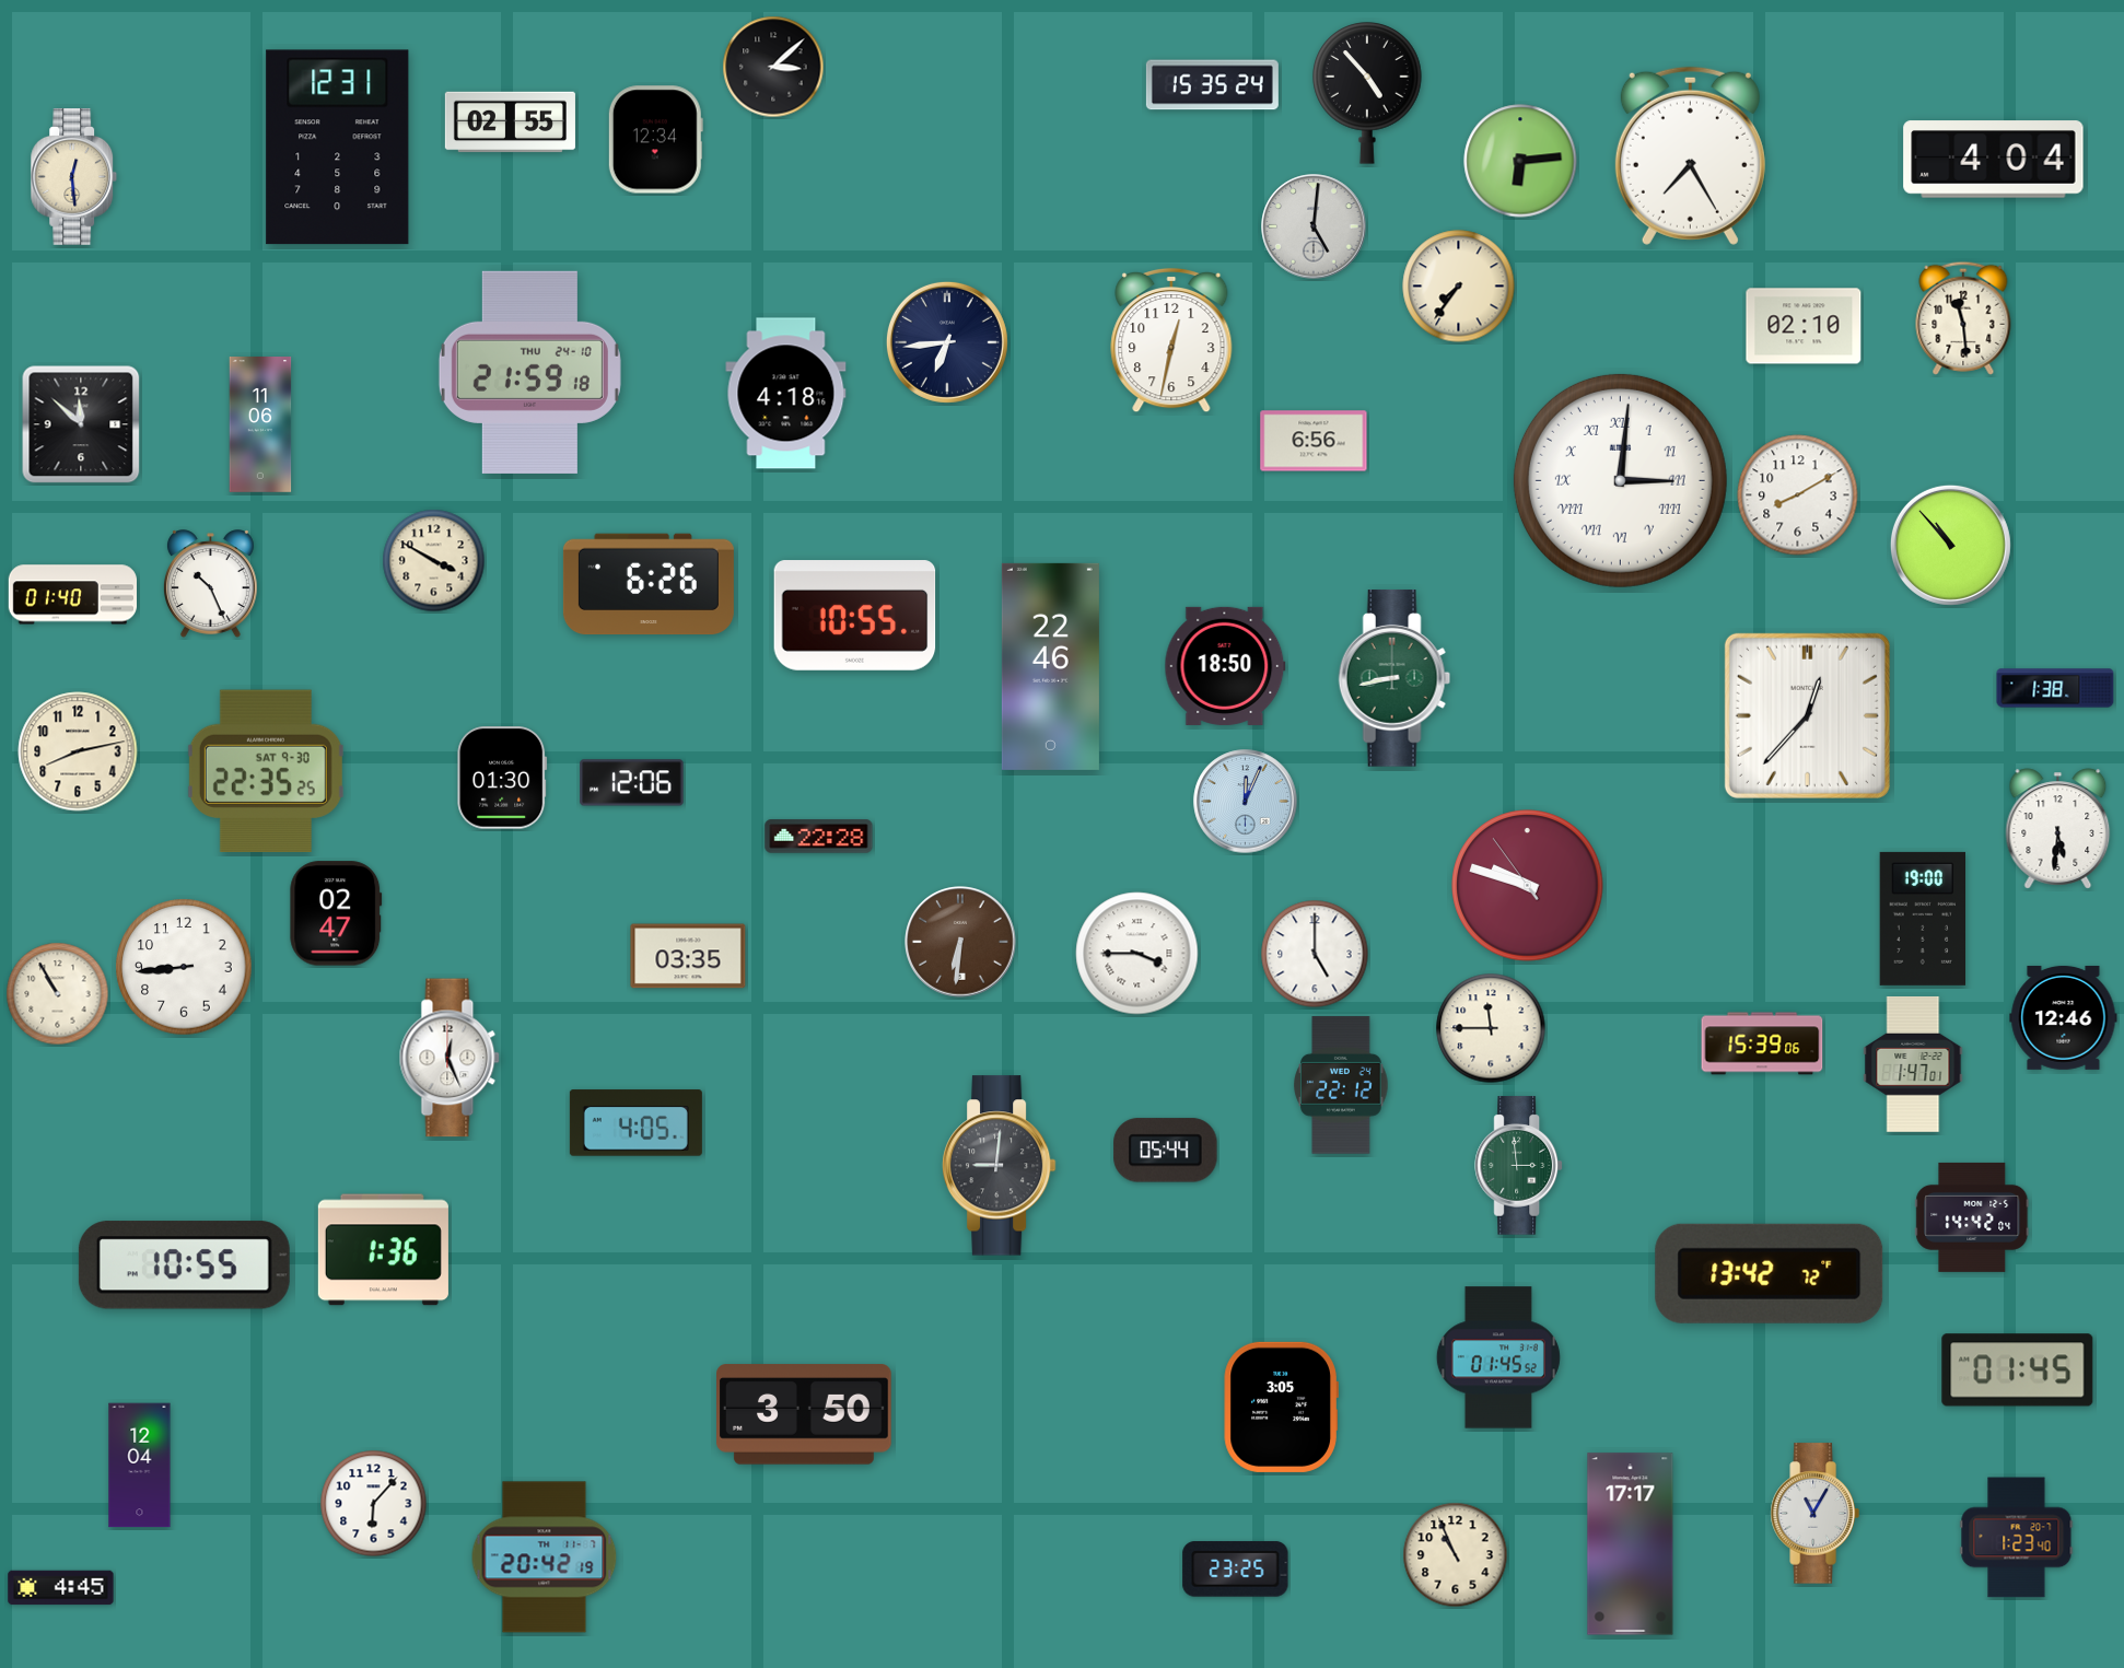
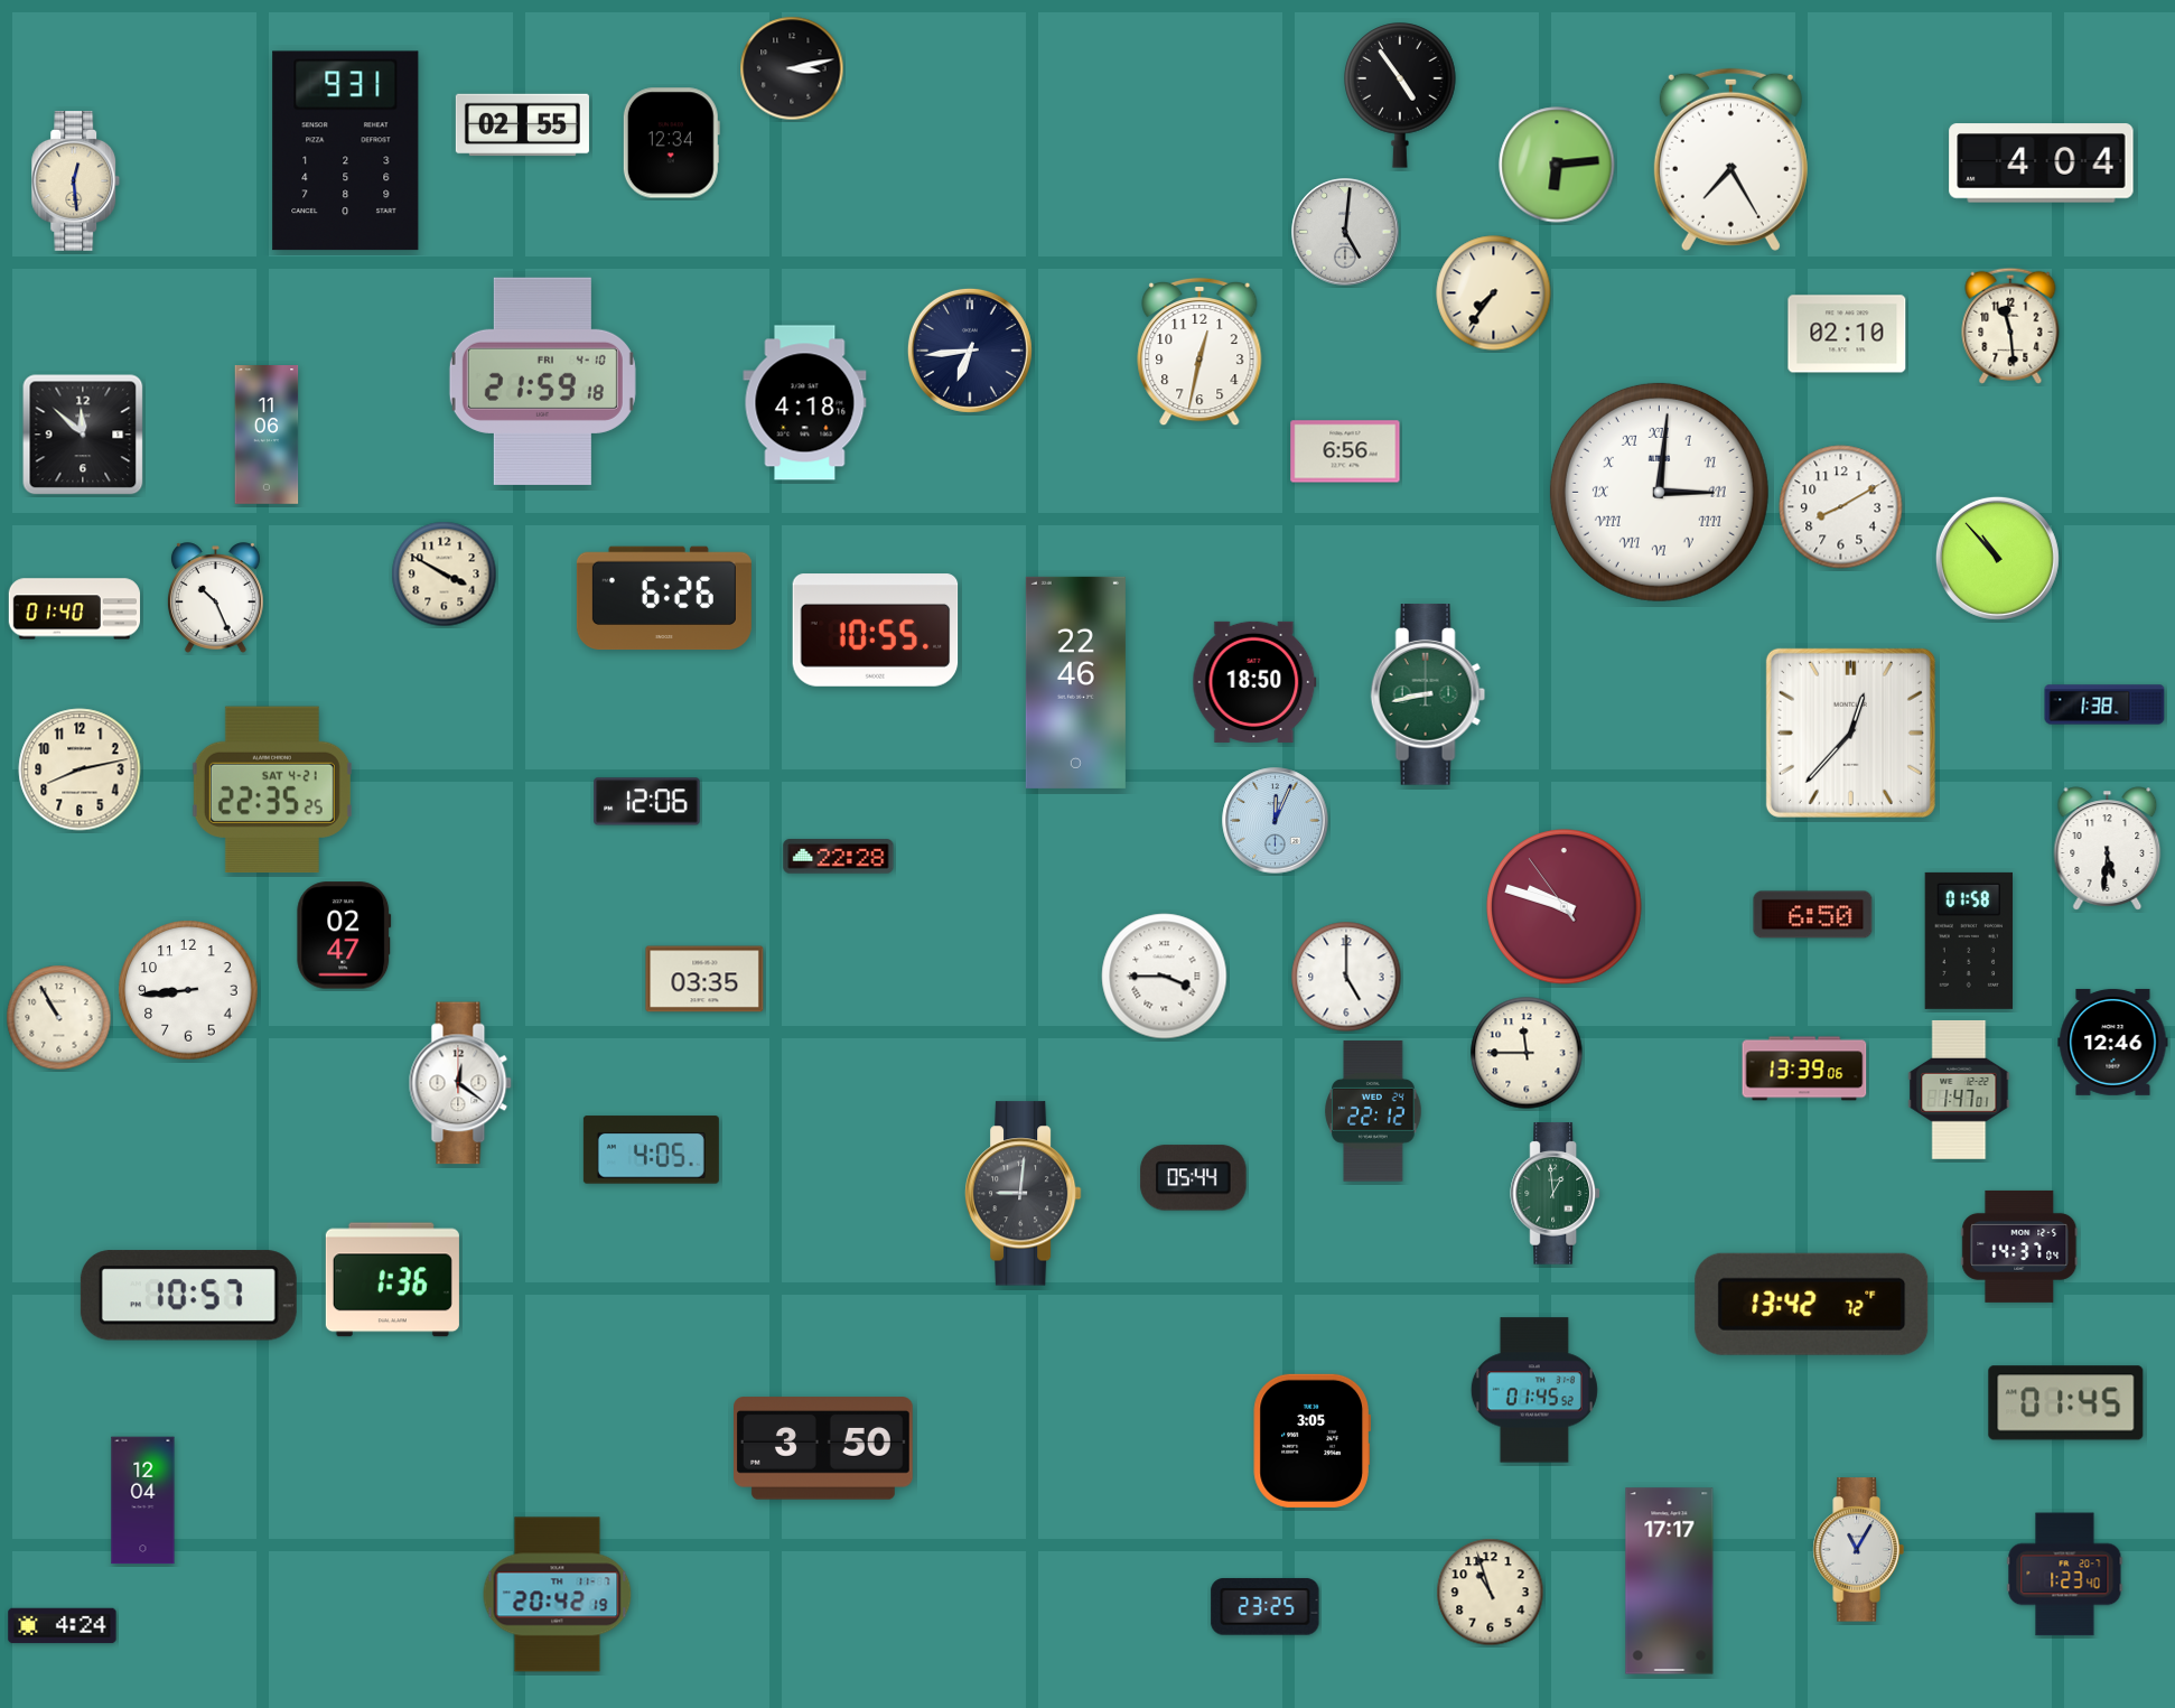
clock at (773, 67): 3:08 -> 3:13
clock at (1212, 85): 15:35 -> none
clock at (1367, 93): 4:53 -> 4:54
clock at (338, 148): 12:31 -> 9:31
clock at (1171, 340) position: (1171, 340) -> (1199, 352)
clock at (529, 372) date: THU 24-10 -> FRI 4-10
clock at (266, 770) date: SAT 9-30 -> SAT 4-21
clock at (502, 778): 01:30 -> none
clock at (1813, 915): none -> 6:50
clock at (1922, 919): 19:00 -> 01:58
clock at (960, 942): 6:31 -> none
clock at (1762, 1043): 15:39 -> 13:39
clock at (450, 1058): 12:26 -> 12:21
clock at (1519, 1166): 2:59 -> 12:59
clock at (1972, 1217): 14:42 -> 14:37
clock at (184, 1265): 10:55 -> 10:57
clock at (374, 1504): 6:07 -> none
clock at (1456, 1555): 10:56 -> 10:57
clock at (61, 1588): 4:45 -> 4:24
